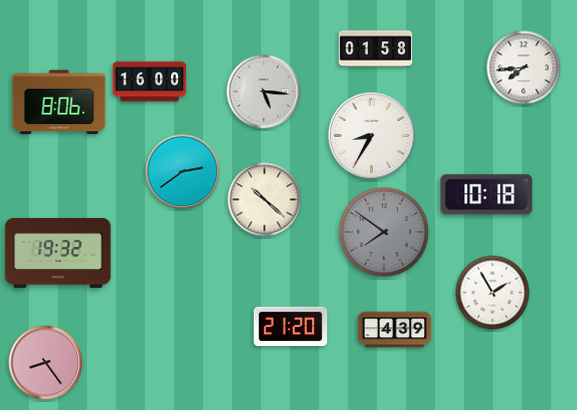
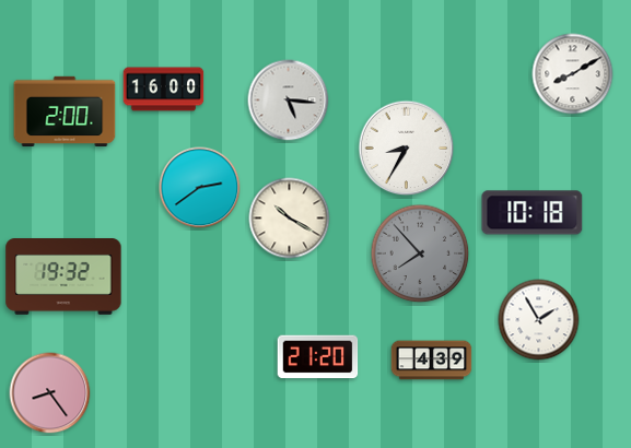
clock at (376, 49): 01:58 -> none
clock at (524, 68): 7:44 -> 8:10
clock at (59, 102): 8:06 -> 2:00
clock at (265, 200): 10:22 -> 10:20
clock at (384, 232): 7:51 -> 7:53
clock at (46, 363) position: (46, 363) -> (50, 393)
